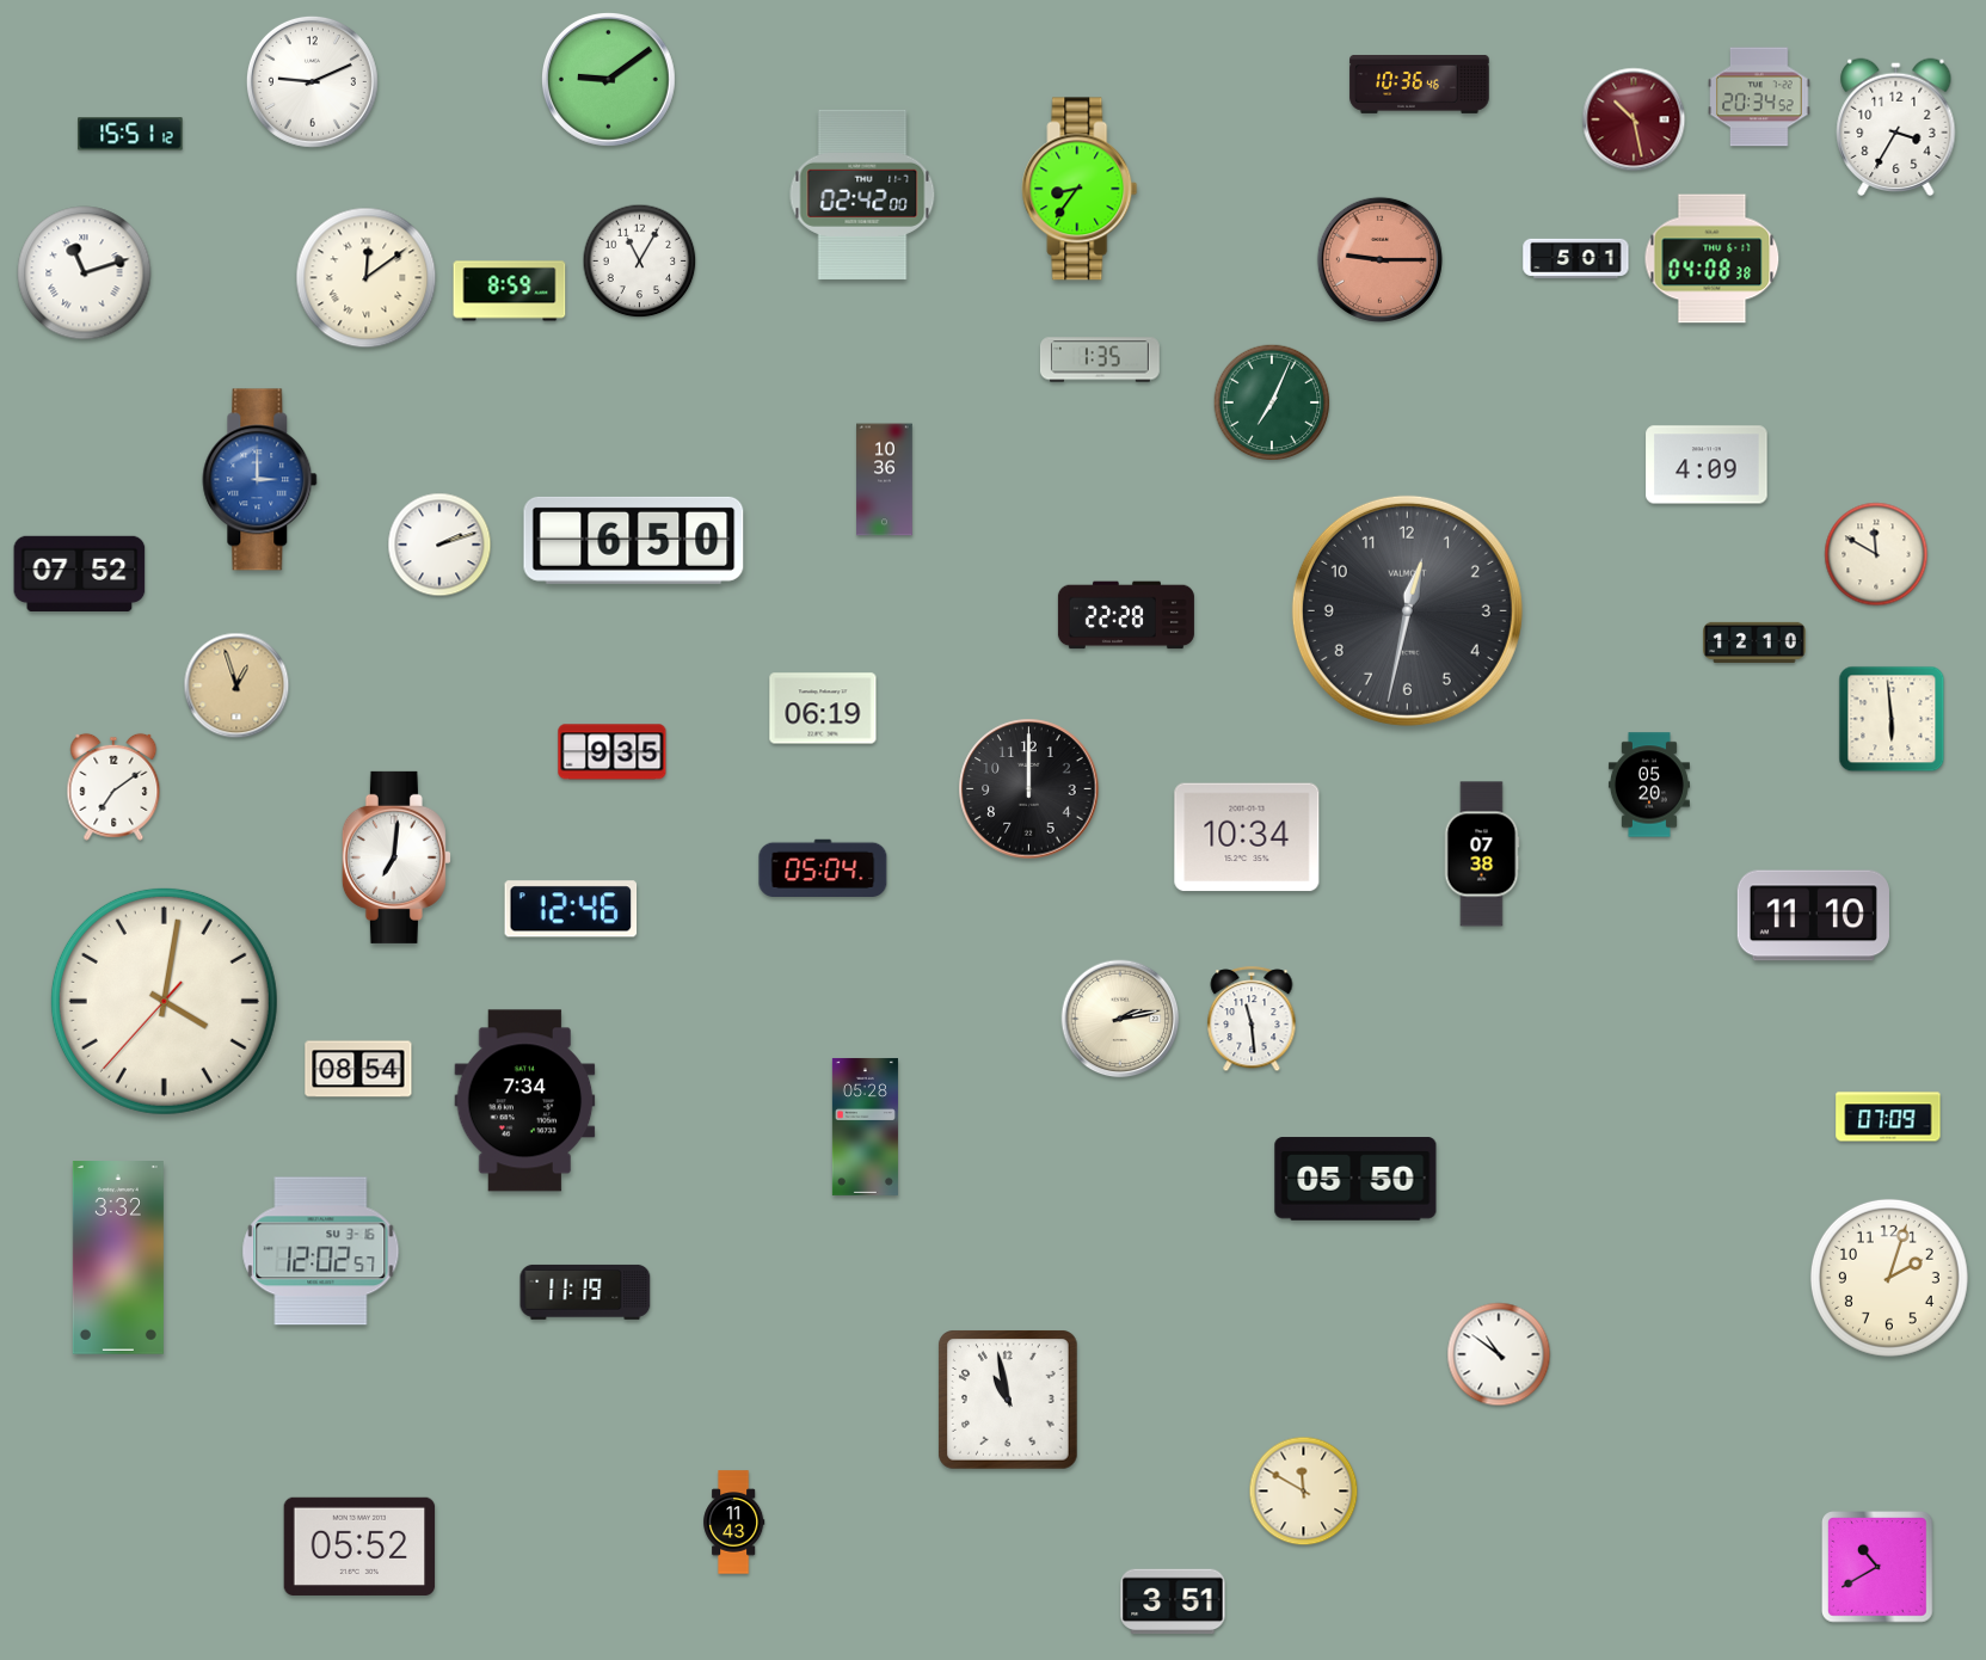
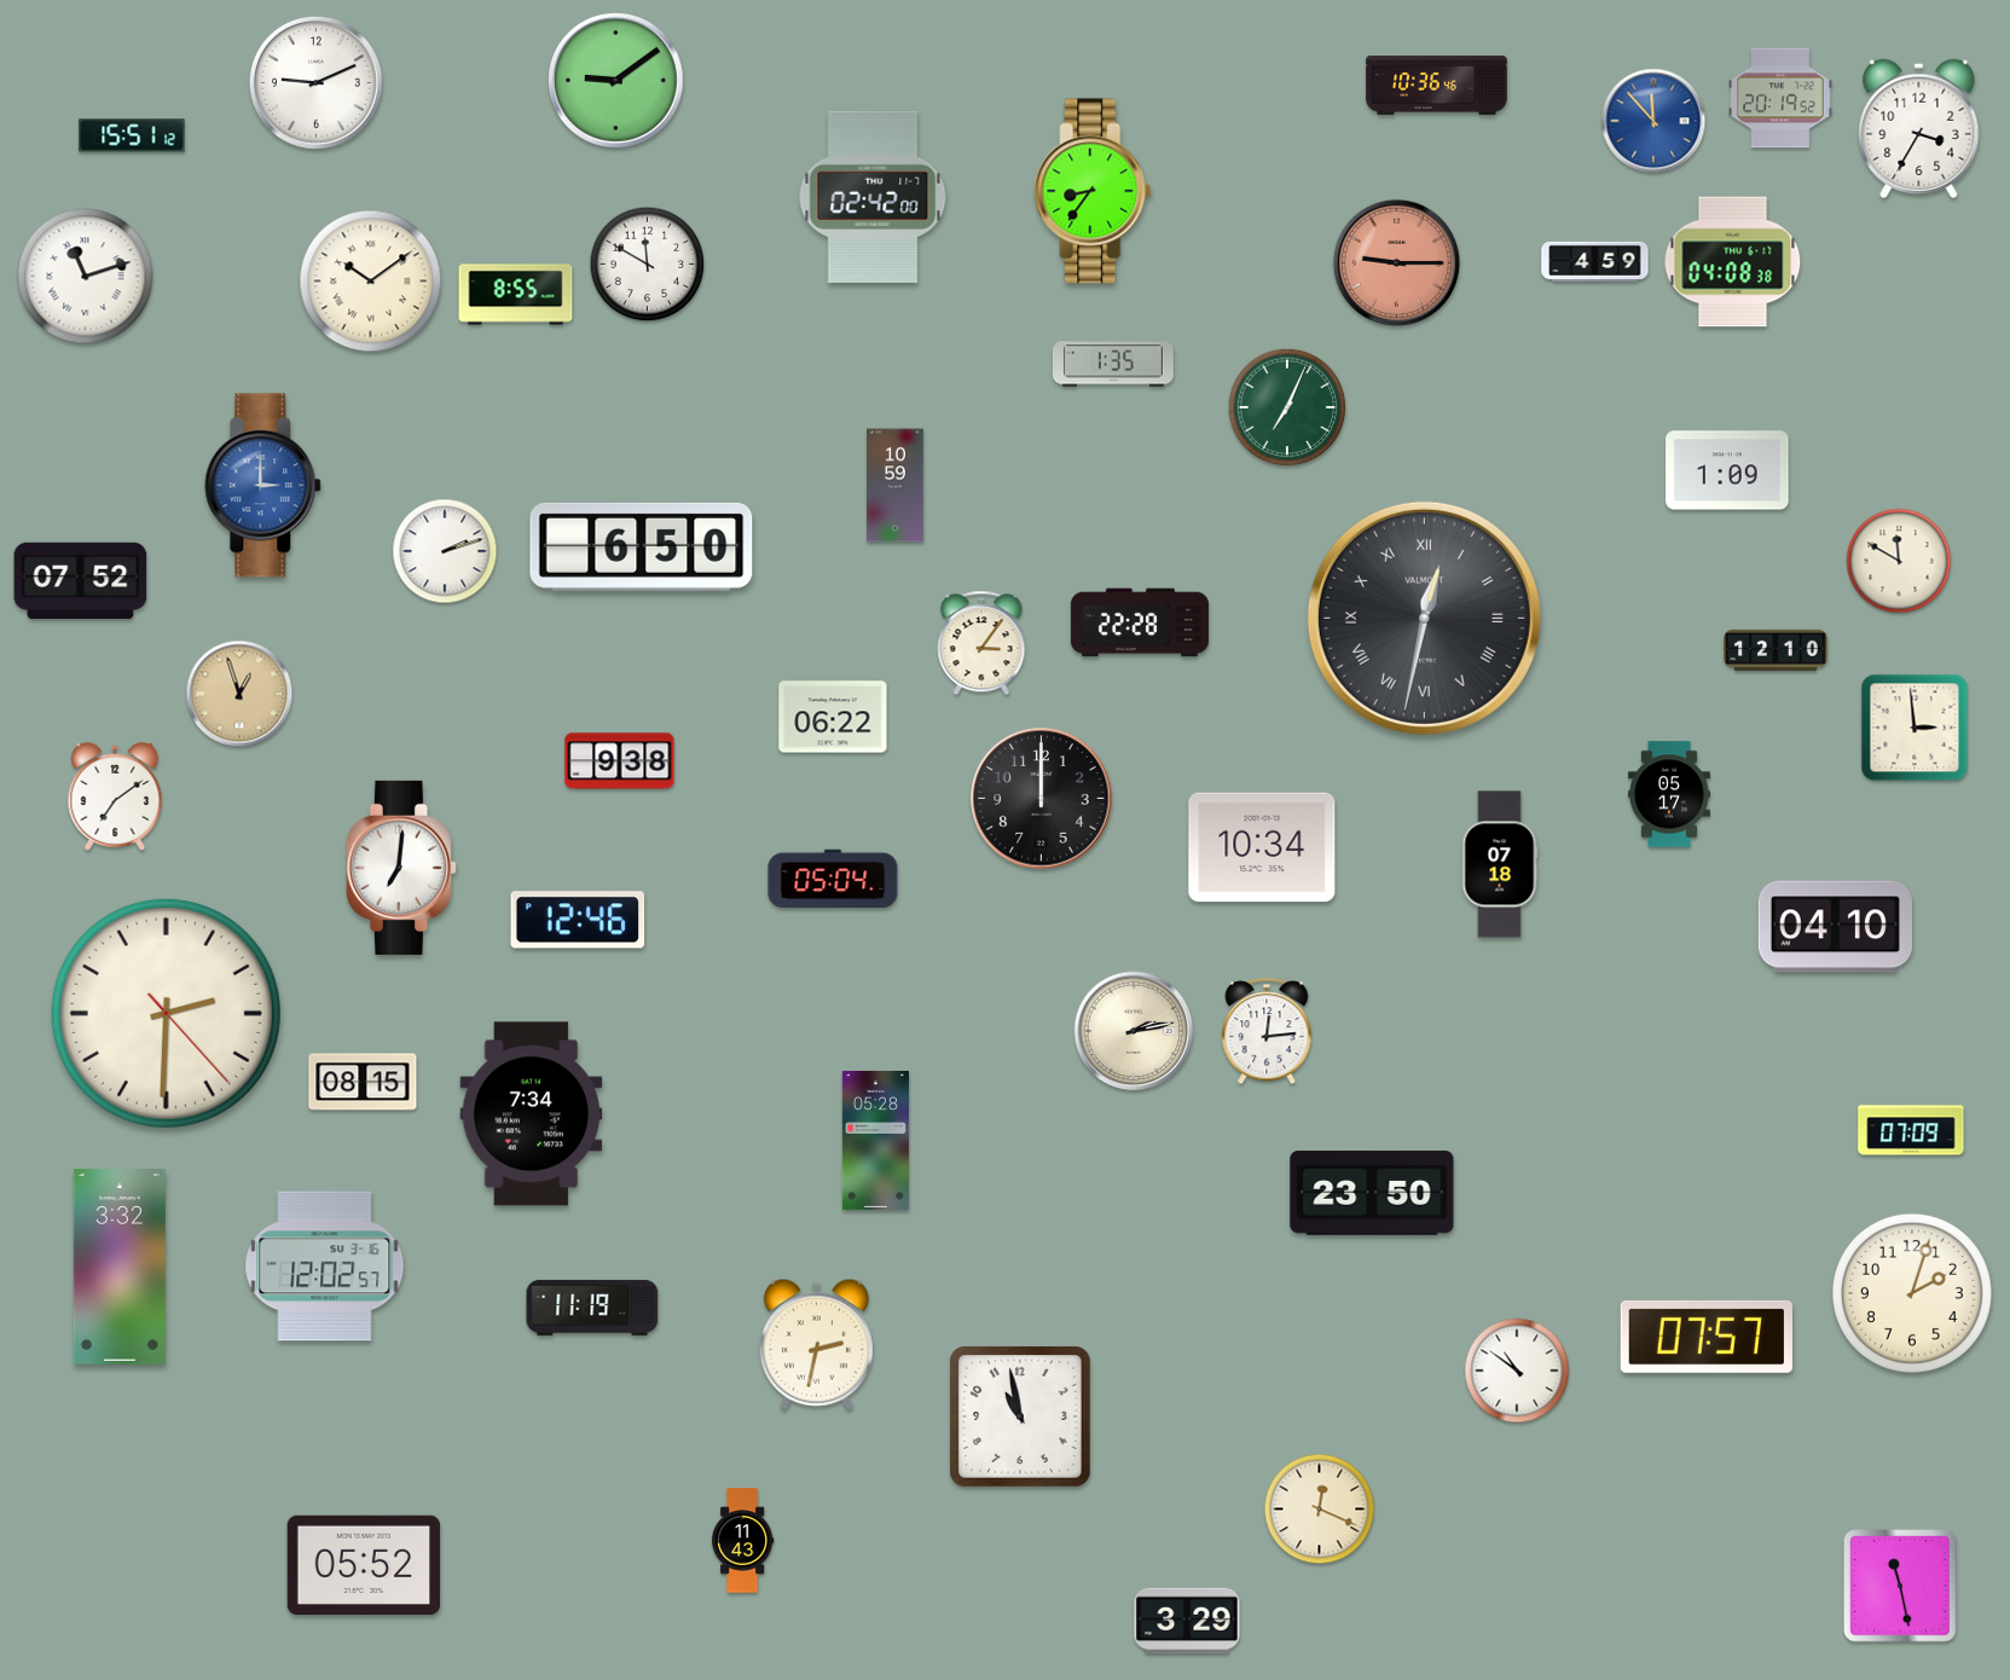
clock at (1759, 97): 20:34 -> 20:19
clock at (1634, 119): 10:28 -> 11:53
clock at (1634, 119) dial: burgundy -> blue
clock at (1576, 258): 5:01 -> 4:59
clock at (640, 262): 11:05 -> 11:50
clock at (367, 278): 12:09 -> 10:09
clock at (510, 291): 8:59 -> 8:55
clock at (1707, 465): 4:09 -> 1:09
clock at (885, 480): 10:36 -> 10:59
clock at (1407, 610) numerals: Arabic -> Roman
clock at (981, 643): none -> 3:06
clock at (823, 708): 06:19 -> 06:22
clock at (1892, 719): 5:59 -> 2:59
clock at (613, 752): 9:35 -> 9:38
clock at (1649, 785): 05:20 -> 05:17
clock at (1482, 854): 07:38 -> 07:18
clock at (1813, 916): 11:10 -> 04:10
clock at (164, 1001): 4:01 -> 2:30
clock at (1252, 1020): 11:29 -> 12:14
clock at (358, 1069): 08:54 -> 08:15
clock at (1355, 1179): 05:50 -> 23:50
clock at (118, 1258) position: (118, 1258) -> (120, 1267)
clock at (1707, 1337): none -> 07:57
clock at (816, 1344): none -> 2:32
clock at (1304, 1492): 11:50 -> 12:19
clock at (1879, 1568): 10:40 -> 11:28
clock at (1173, 1601): 3:51 -> 3:29
